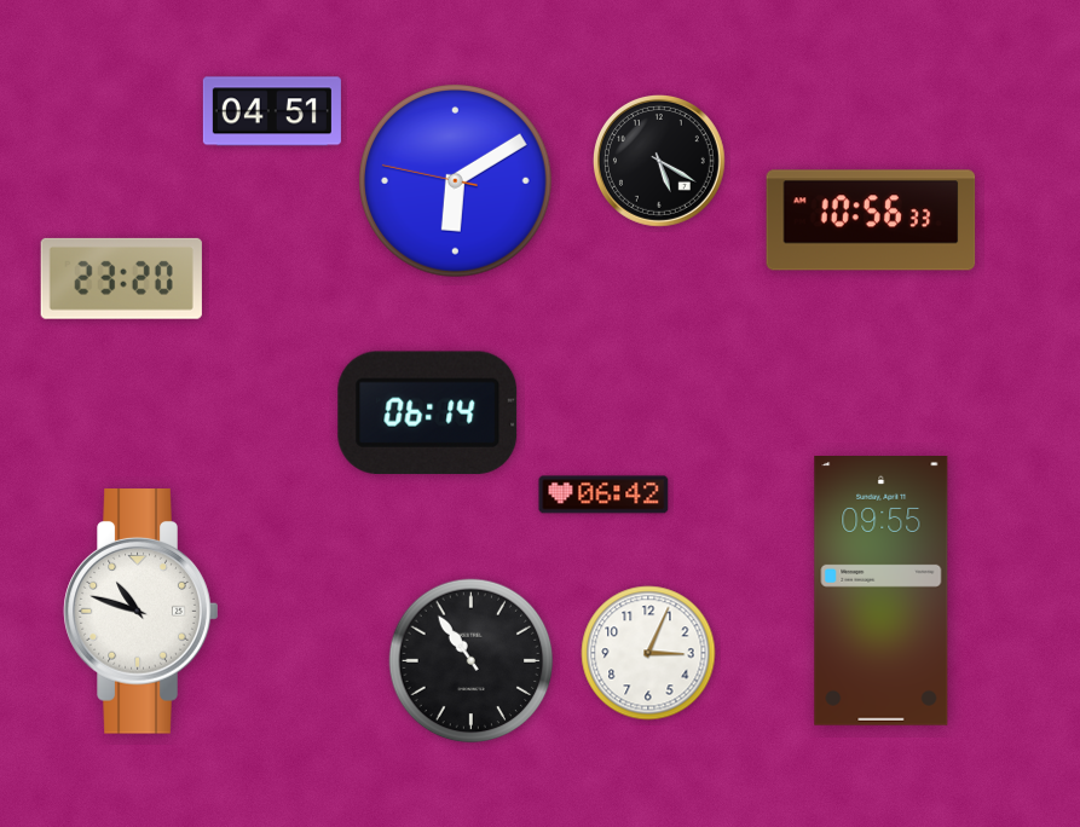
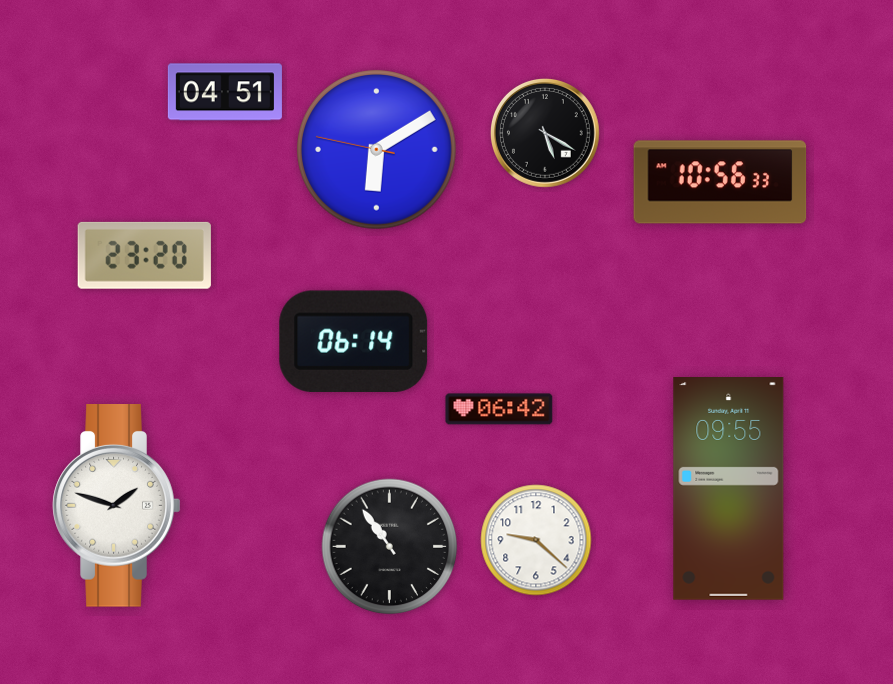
clock at (121, 278) position: (121, 278) -> (144, 255)
clock at (142, 612): 10:48 -> 1:48
clock at (648, 653): 3:04 -> 9:22
